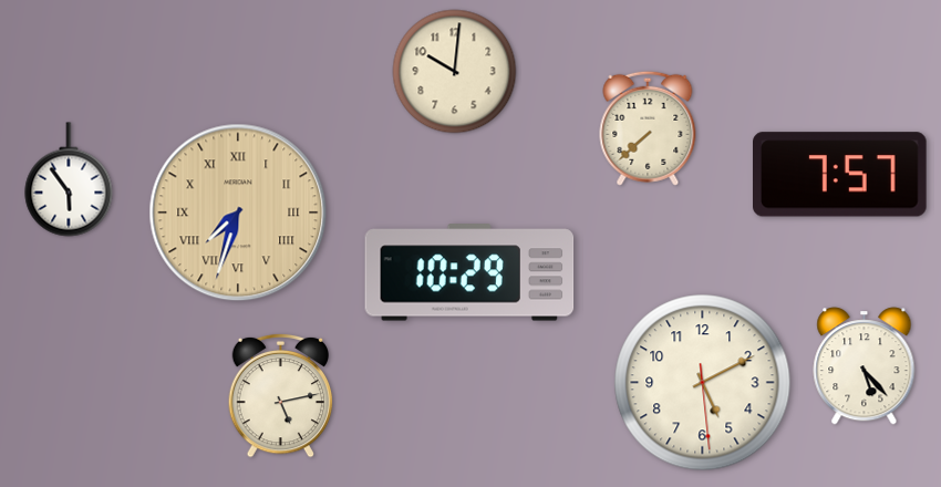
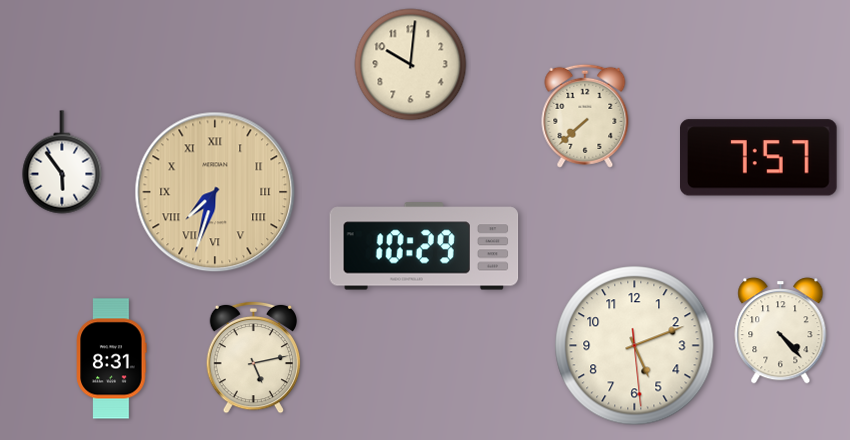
clock at (865, 366): 5:23 -> 4:23
clock at (703, 383): 5:10 -> 5:11
clock at (112, 359): none -> 8:31
